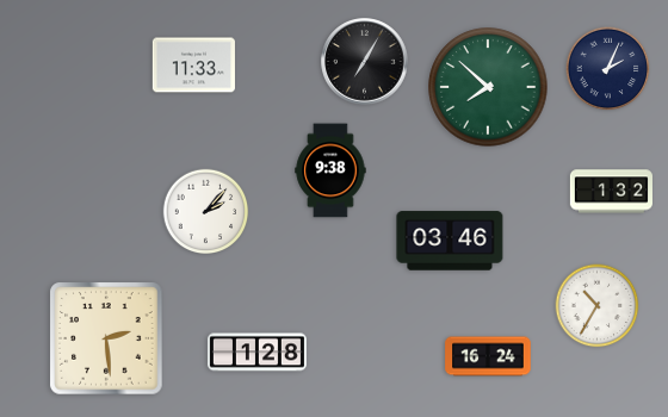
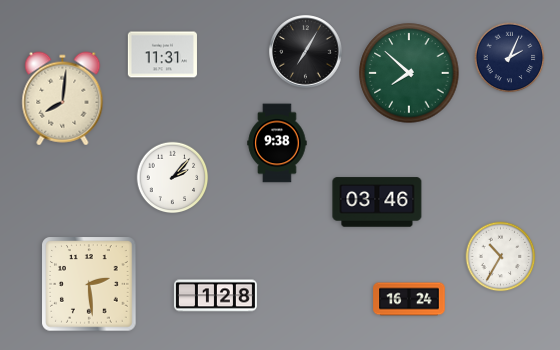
clock at (193, 66): 11:33 -> 11:31
clock at (63, 99): none -> 8:01
clock at (611, 192): 1:32 -> none
